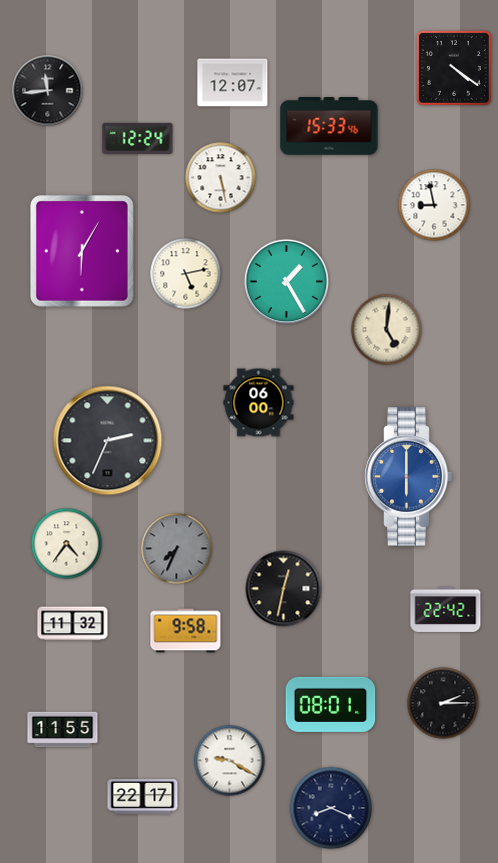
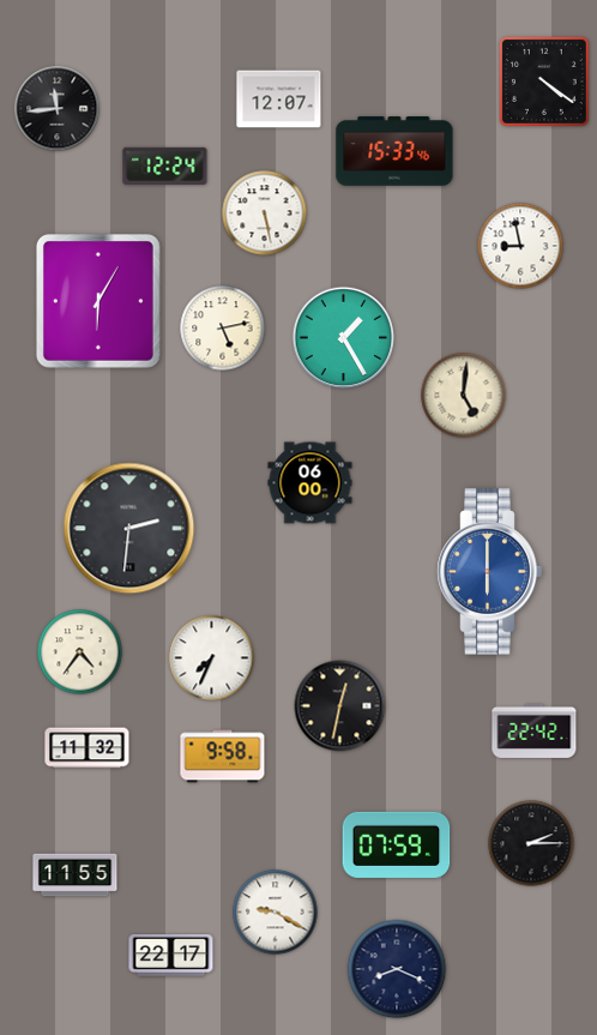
clock at (108, 441): 2:34 -> 2:31
clock at (177, 549) dial: grey -> white
clock at (331, 704): 08:01 -> 07:59
